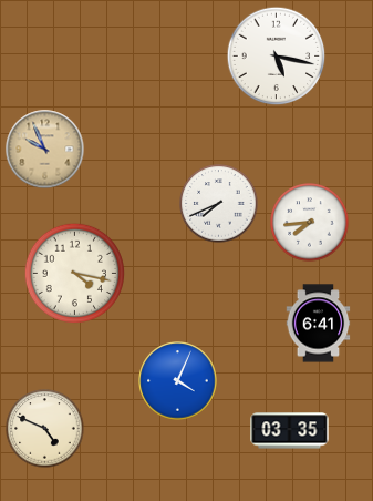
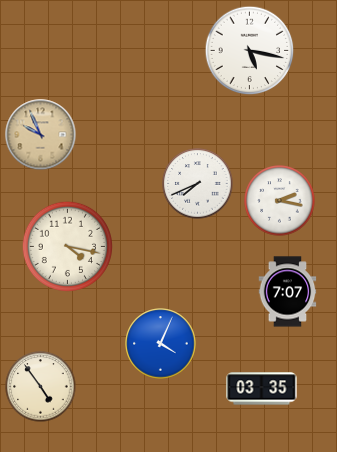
clock at (310, 223): 7:44 -> 2:17
clock at (319, 324): 6:41 -> 7:07
clock at (45, 429): 4:49 -> 4:54
